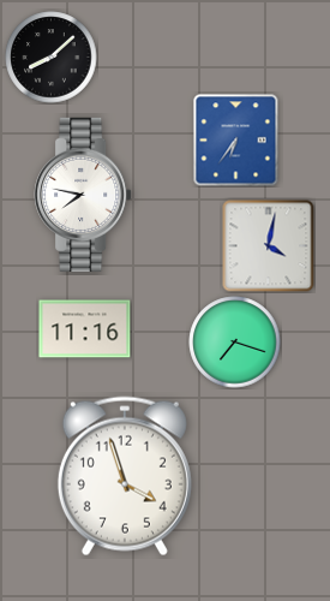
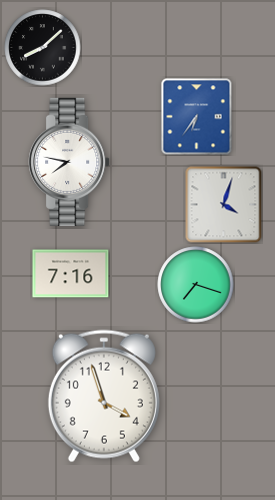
clock at (269, 246): 4:02 -> 4:03
clock at (85, 329): 11:16 -> 7:16
